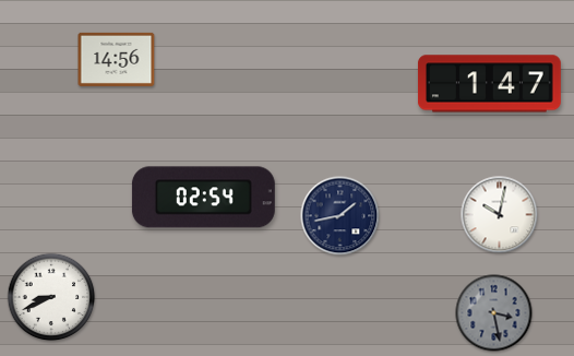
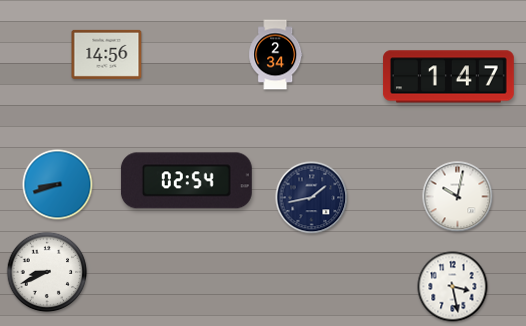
clock at (276, 55): none -> 2:34
clock at (58, 185): none -> 8:42
clock at (494, 313) dial: grey -> white
